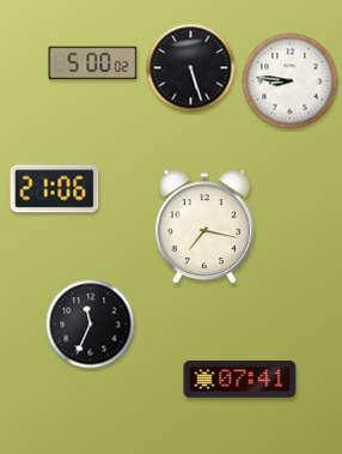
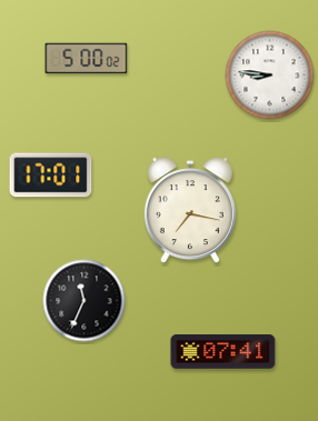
clock at (191, 68): 5:27 -> none
clock at (55, 189): 21:06 -> 17:01
